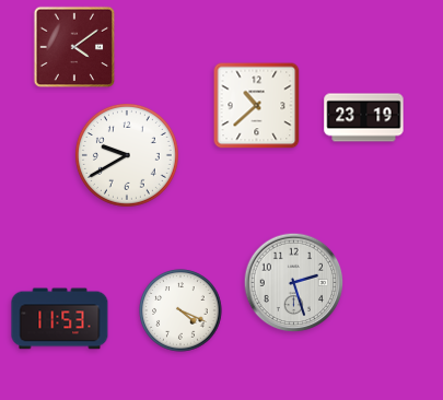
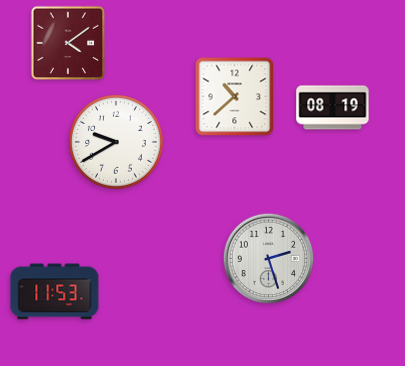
clock at (364, 118): 23:19 -> 08:19
clock at (180, 310): 4:19 -> none
